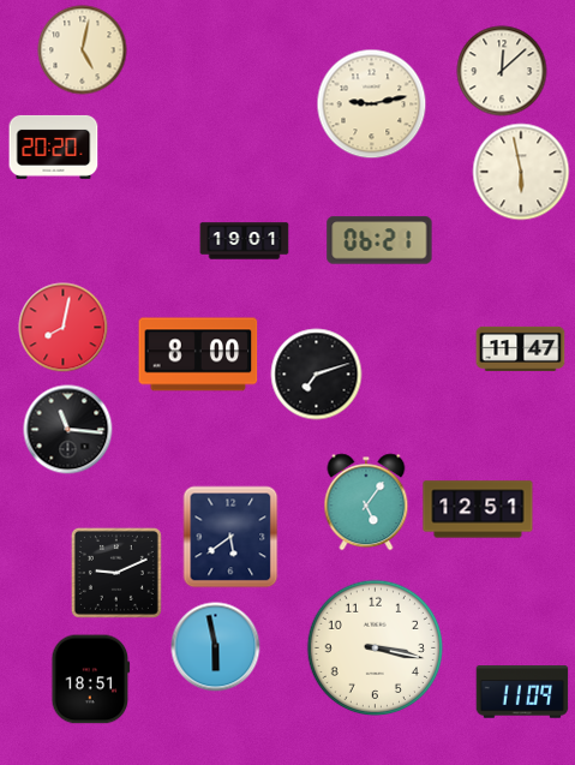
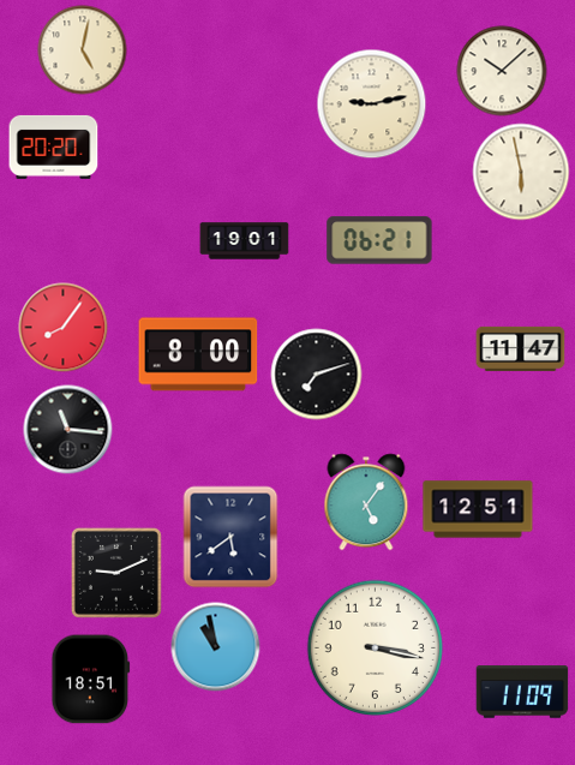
clock at (502, 71): 12:08 -> 10:08
clock at (64, 328): 8:02 -> 8:06
clock at (216, 647): 5:58 -> 10:58
